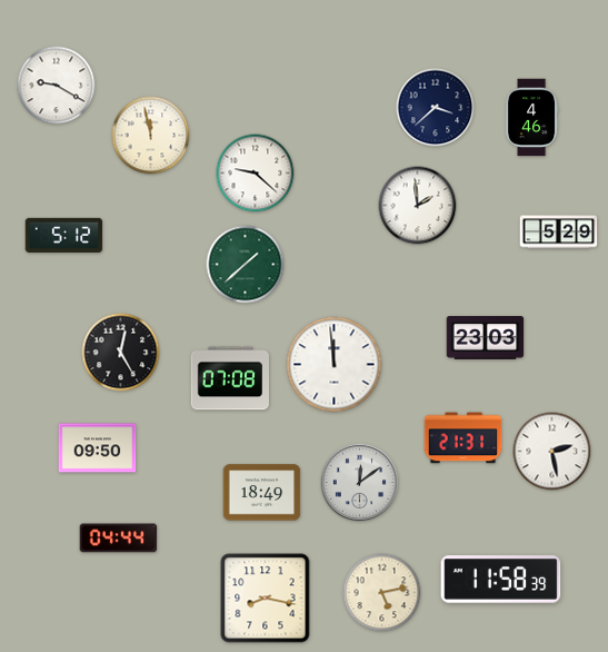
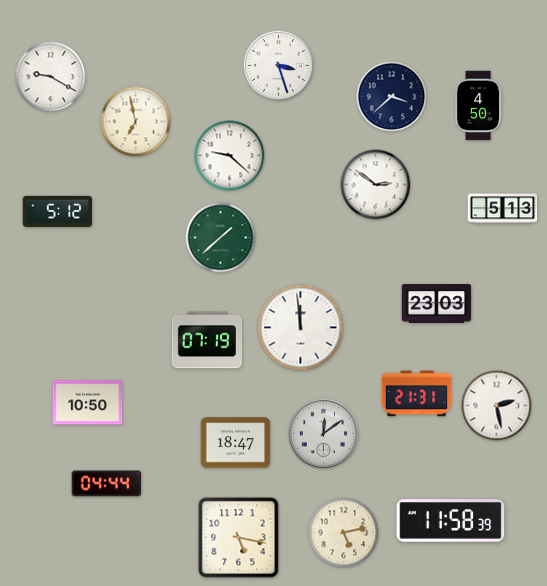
clock at (279, 66): none -> 3:27
clock at (532, 118): 4:46 -> 4:50
clock at (151, 136): 11:58 -> 6:58
clock at (418, 206): 1:59 -> 2:51
clock at (559, 233): 5:29 -> 5:13
clock at (121, 353): 12:25 -> none
clock at (229, 378): 07:08 -> 07:19
clock at (98, 448): 09:50 -> 10:50
clock at (262, 493): 18:49 -> 18:47
clock at (266, 599): 8:17 -> 5:17
